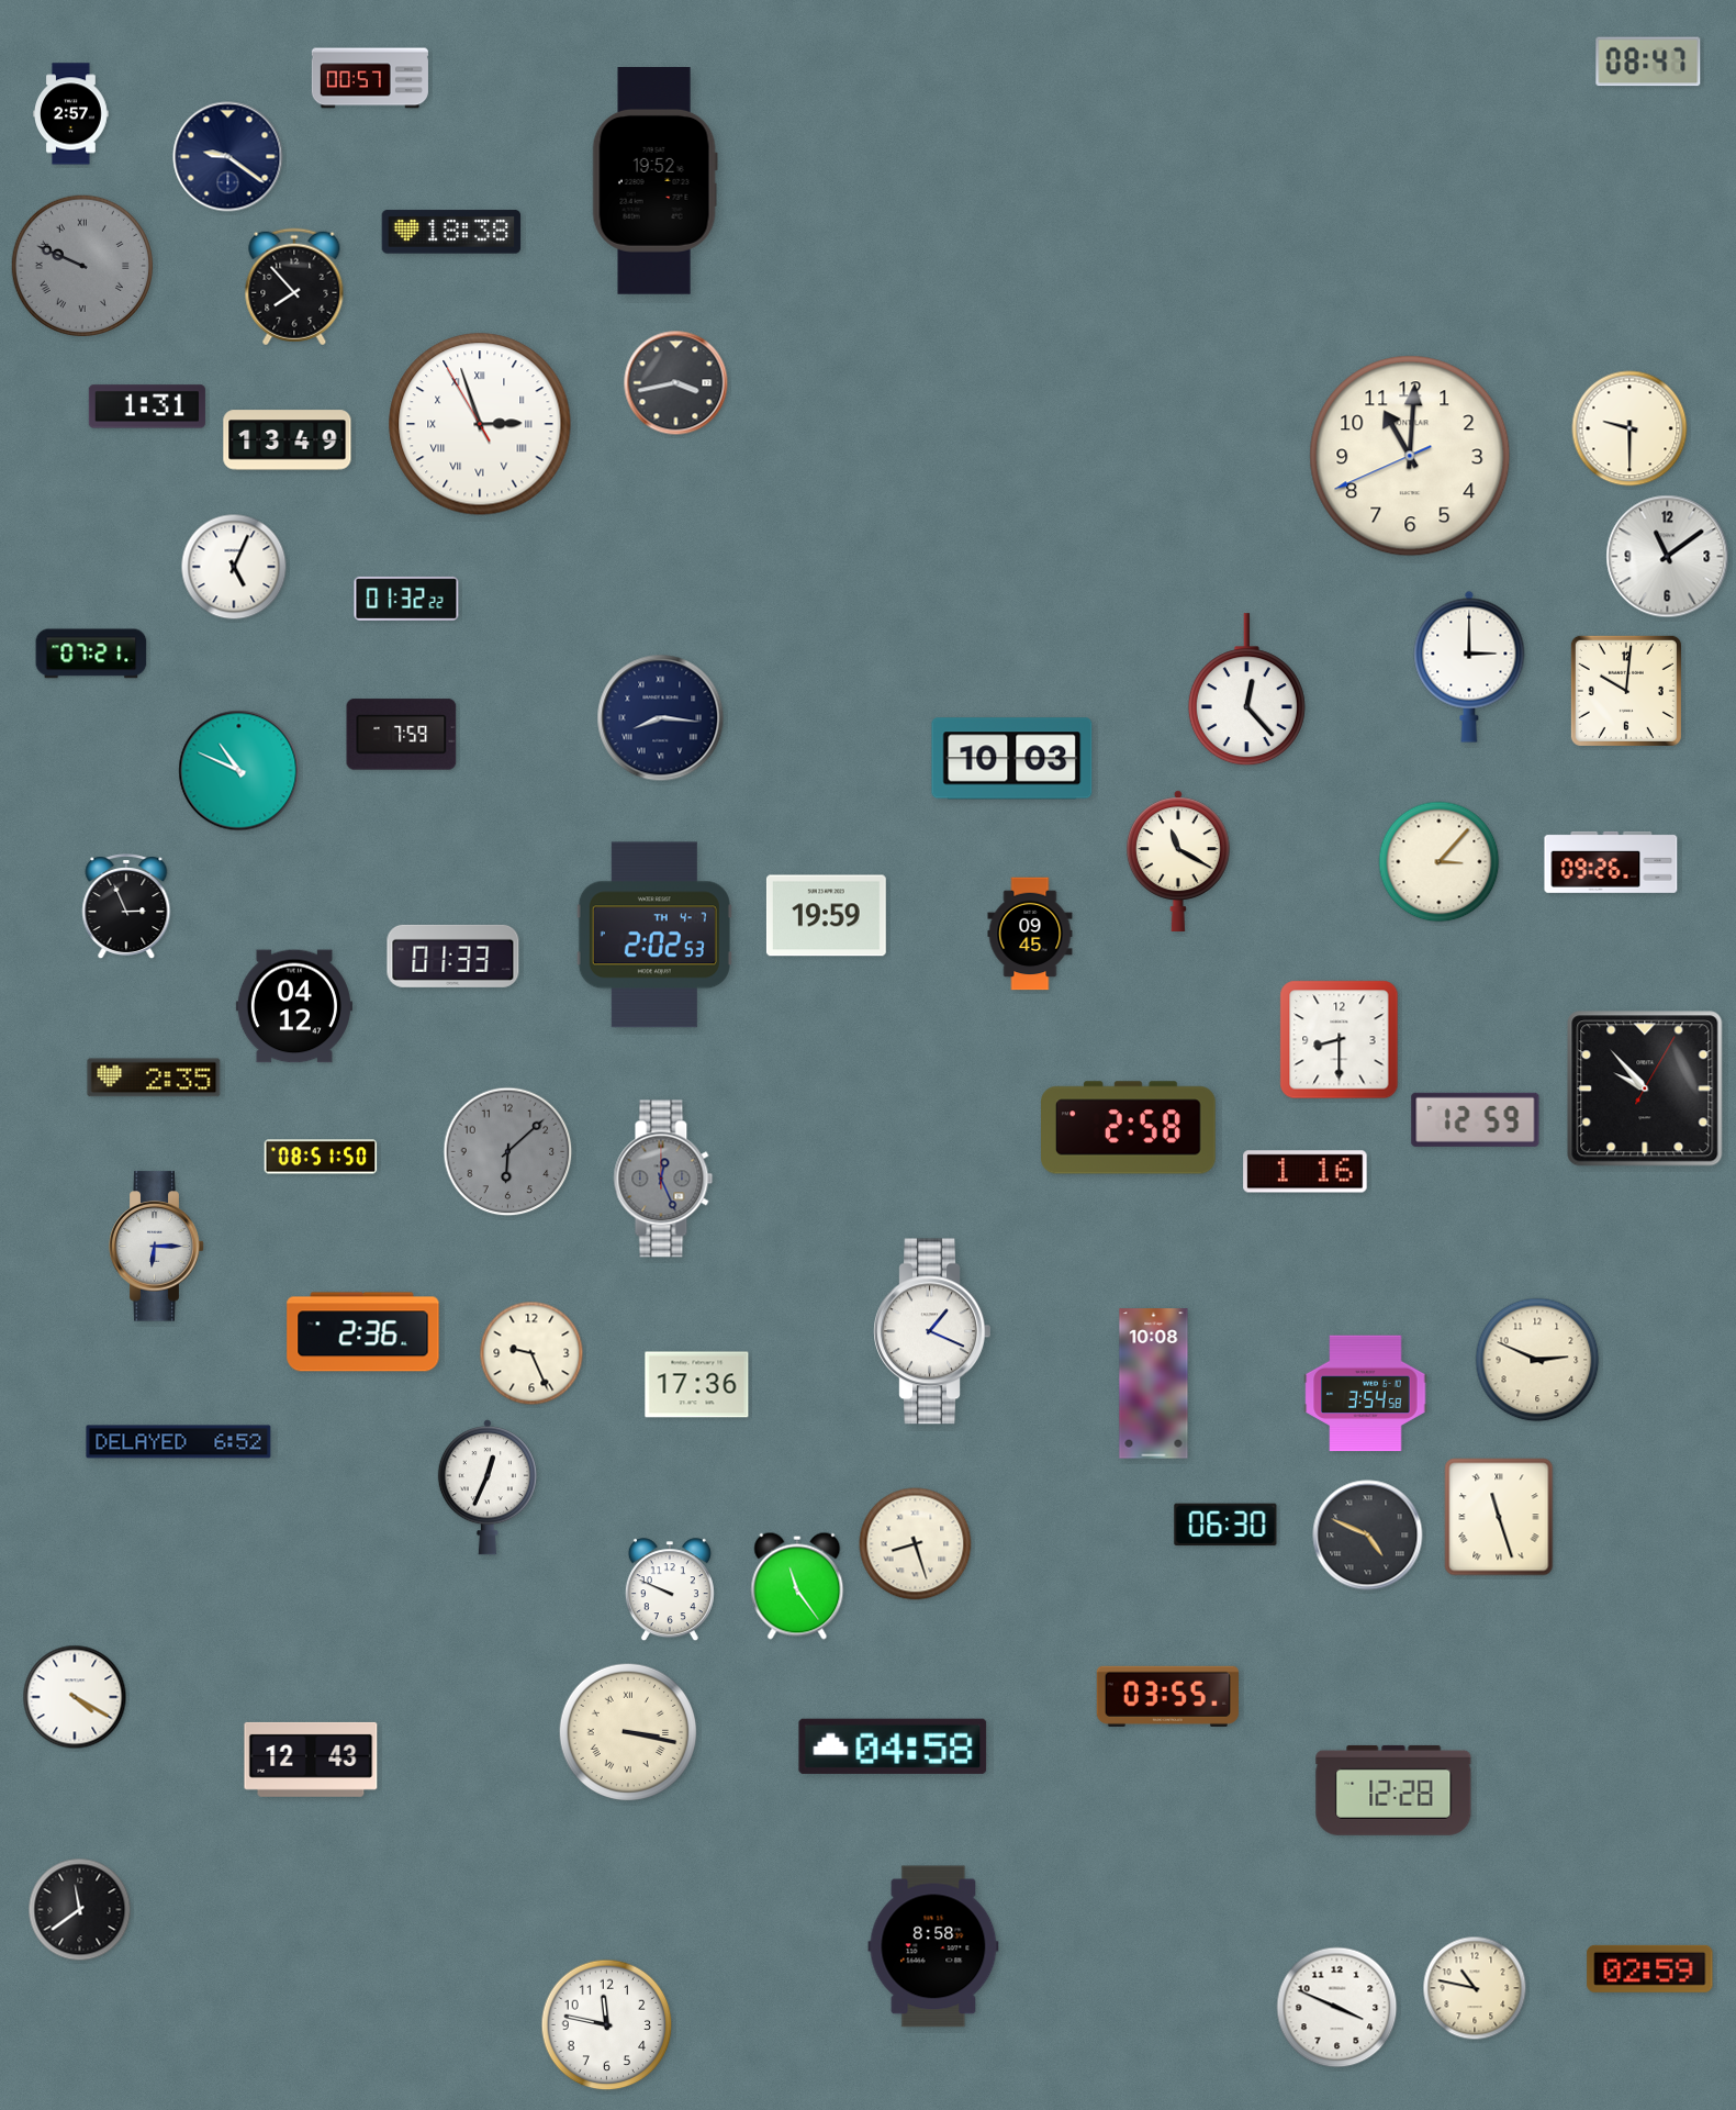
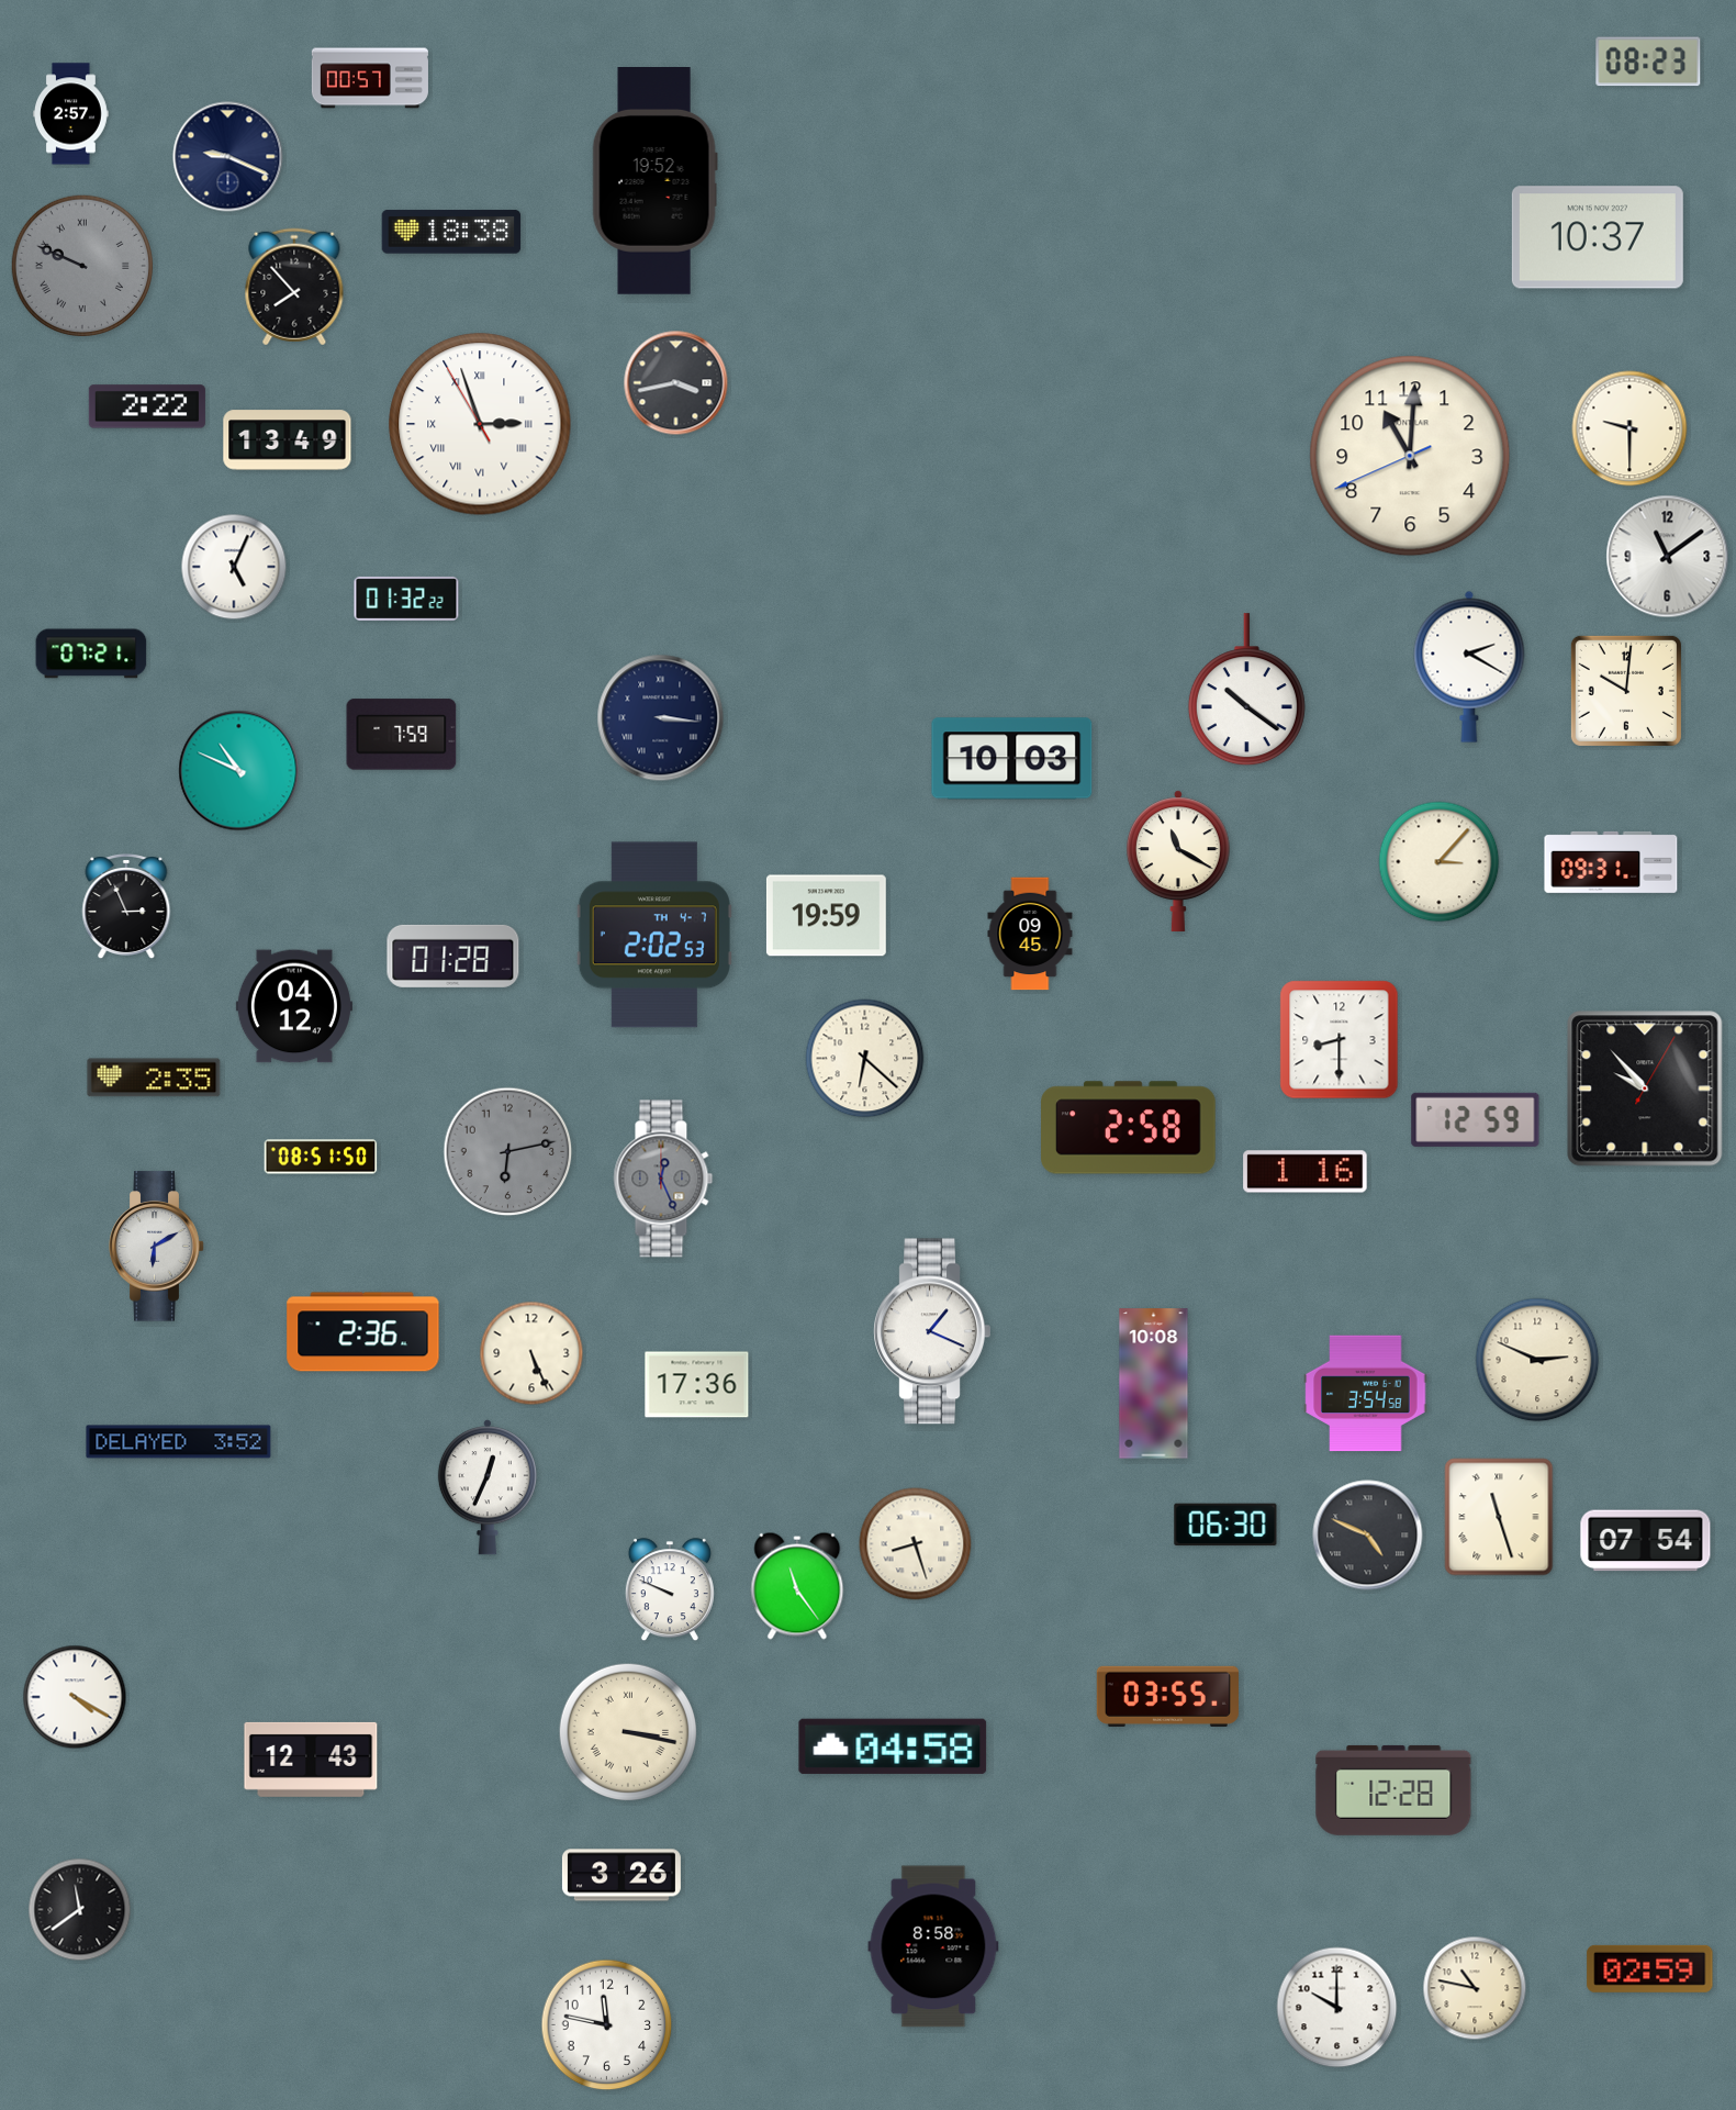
clock at (1648, 62): 08:47 -> 08:23
clock at (228, 157): 9:21 -> 9:19
clock at (1598, 237): none -> 10:37
clock at (147, 406): 1:31 -> 2:22
clock at (1469, 667): 3:00 -> 2:20
clock at (1246, 690): 12:23 -> 10:21
clock at (661, 718): 8:16 -> 3:16
clock at (1611, 862): 09:26 -> 09:31
clock at (453, 956): 01:33 -> 01:28
clock at (865, 1059): none -> 6:22
clock at (508, 1152): 6:08 -> 6:13
clock at (157, 1247): 6:15 -> 6:10
clock at (531, 1353): 9:26 -> 5:26
clock at (179, 1442): 6:52 -> 3:52
clock at (1646, 1541): none -> 07:54
clock at (621, 1875): none -> 3:26
clock at (1337, 2008): 3:49 -> 10:00
